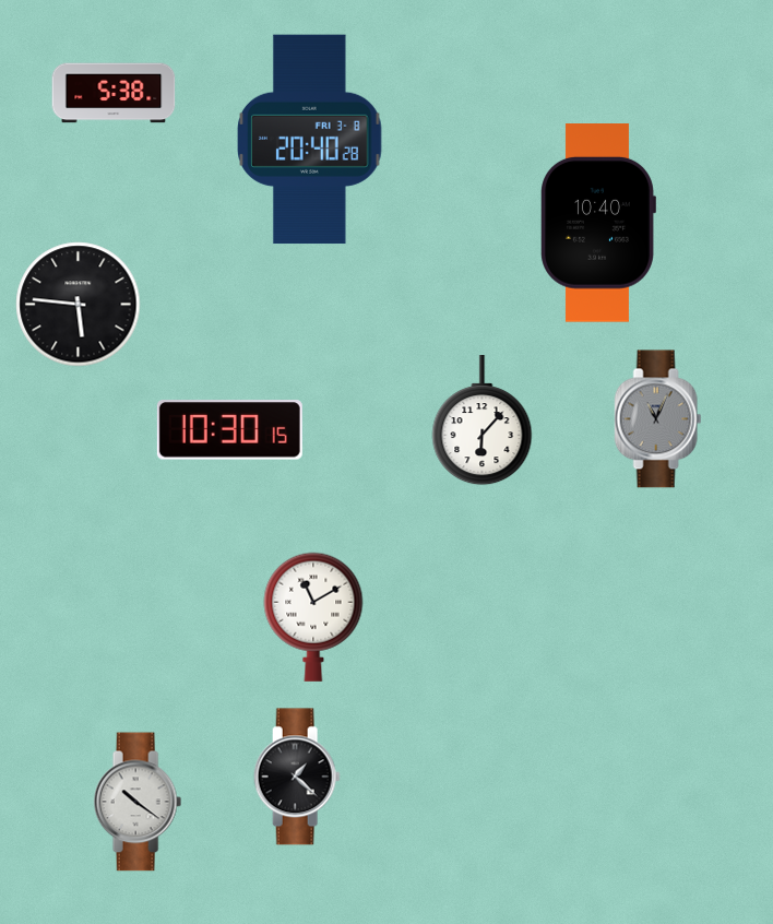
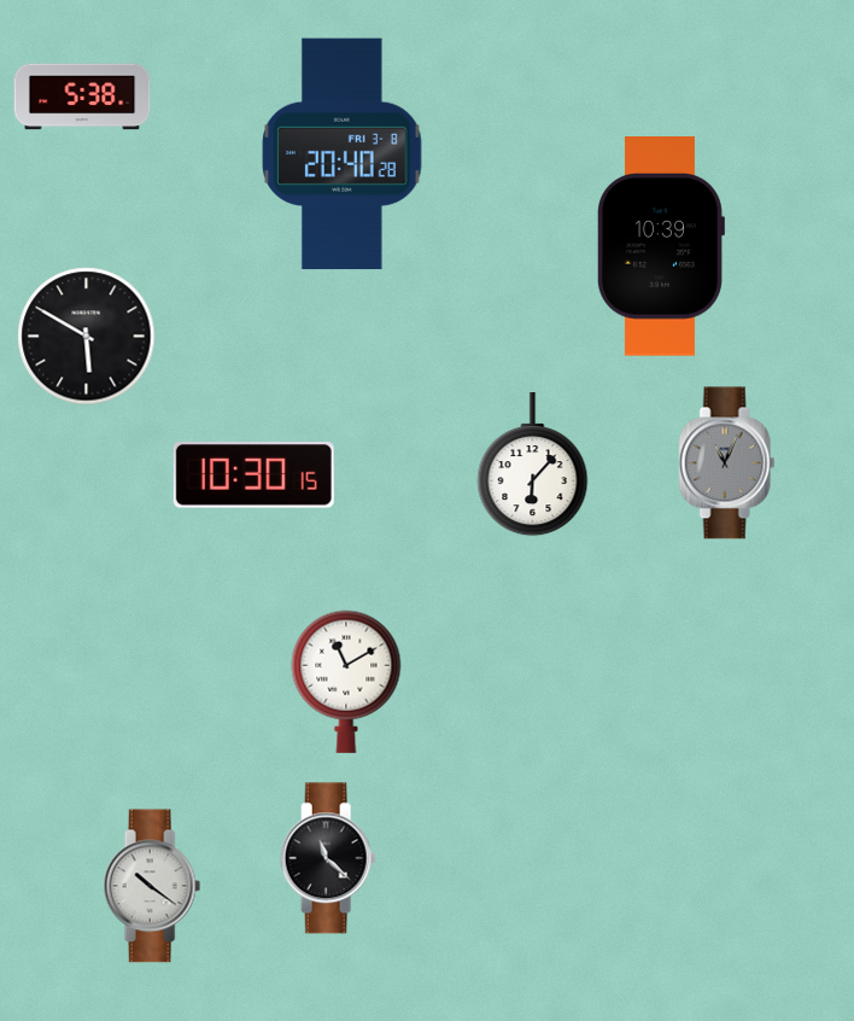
clock at (114, 93) position: (114, 93) -> (82, 97)
clock at (598, 224): 10:40 -> 10:39
clock at (79, 305): 5:46 -> 5:50
clock at (297, 777): 1:22 -> 11:22
